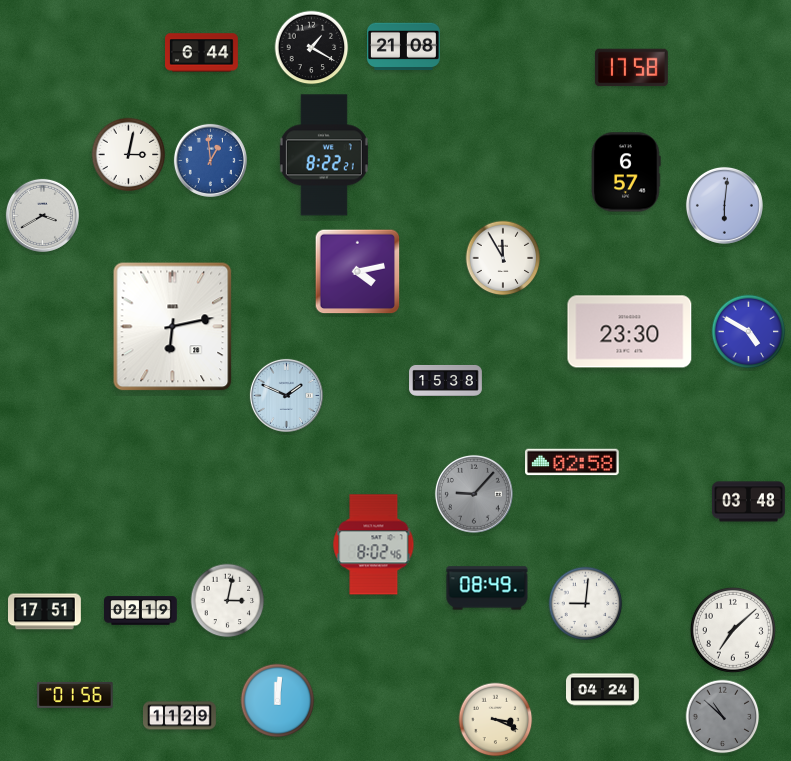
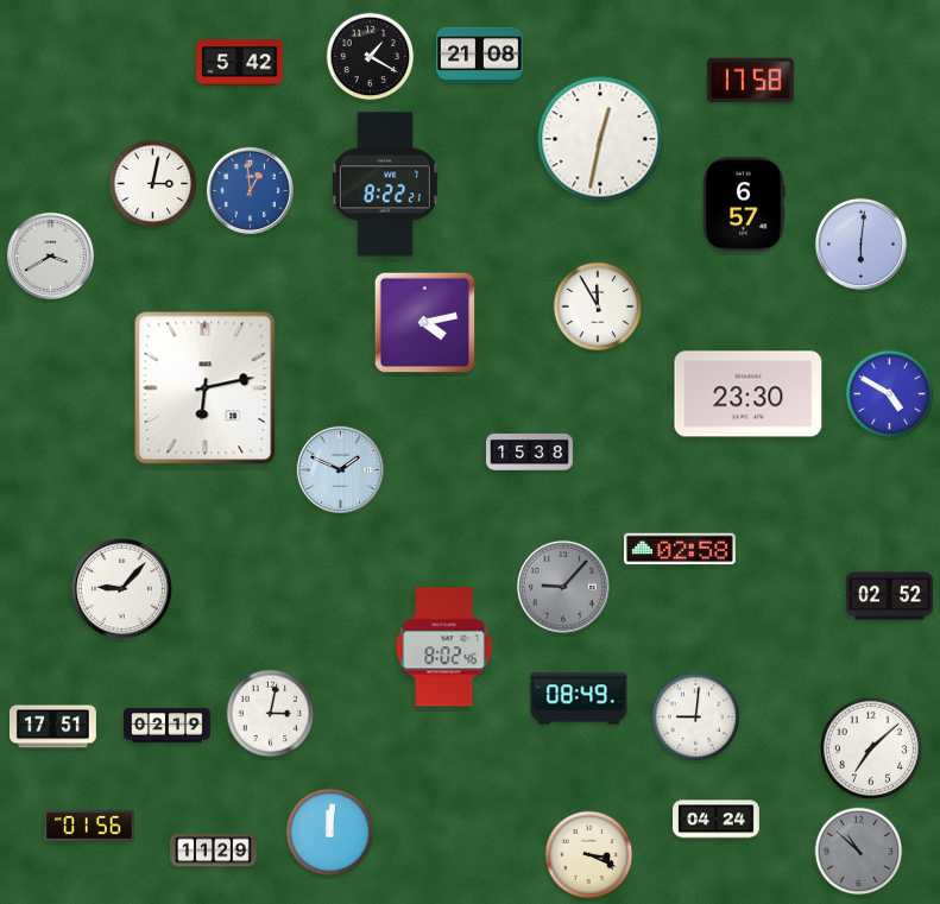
clock at (202, 53): 6:44 -> 5:42
clock at (600, 139): none -> 12:32
clock at (121, 588): none -> 9:07
clock at (749, 502): 03:48 -> 02:52
